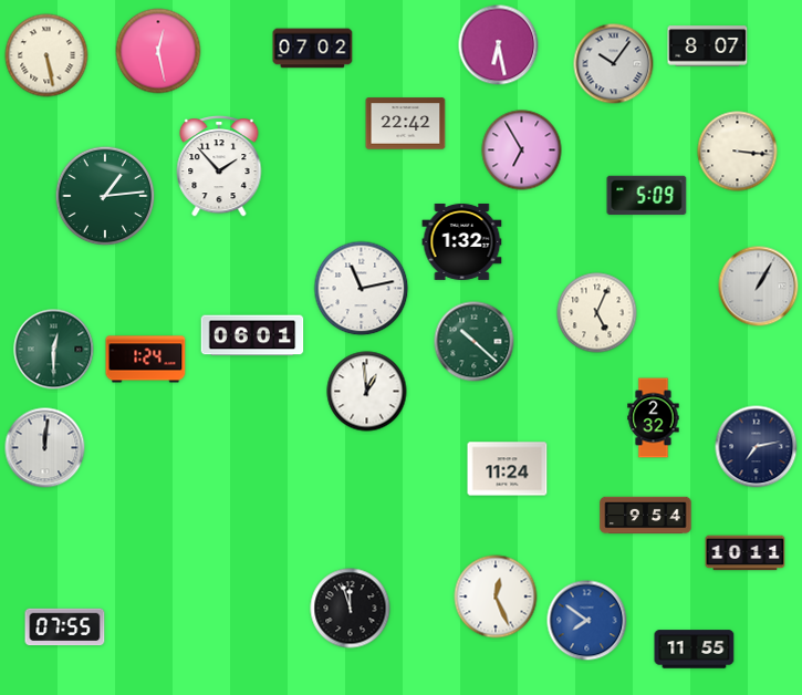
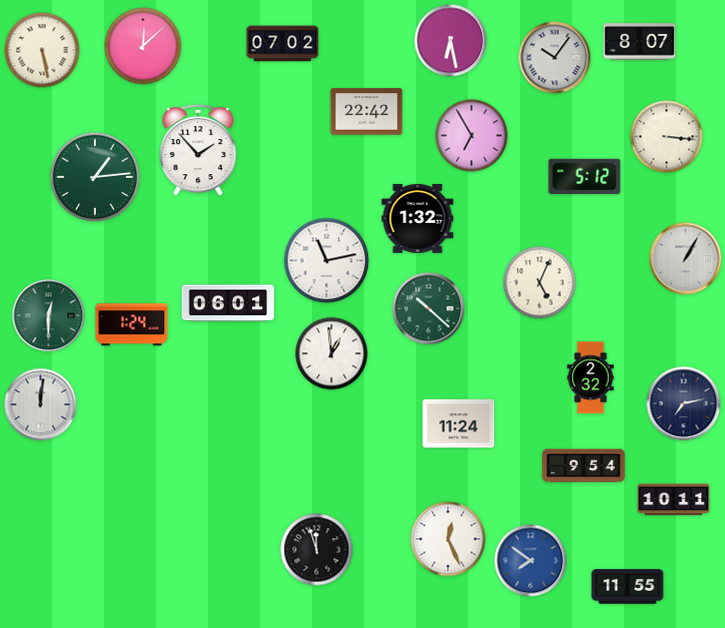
clock at (158, 51): 12:28 -> 12:08
clock at (647, 196): 5:09 -> 5:12
clock at (65, 627): 07:55 -> none
